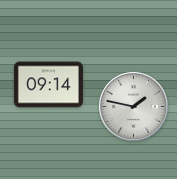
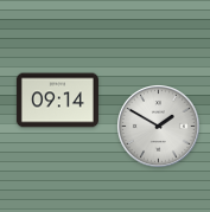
clock at (134, 107): 1:47 -> 1:50
